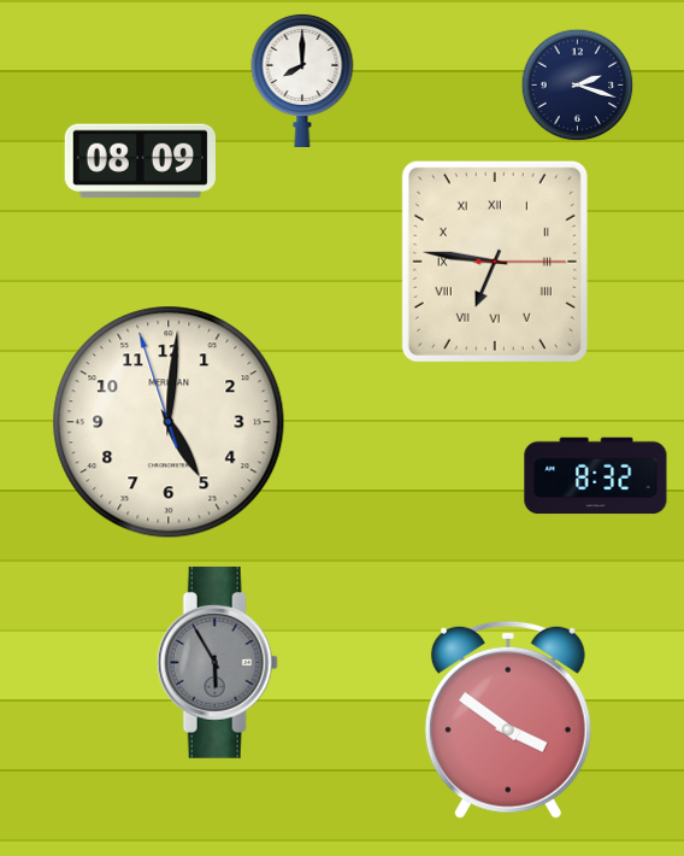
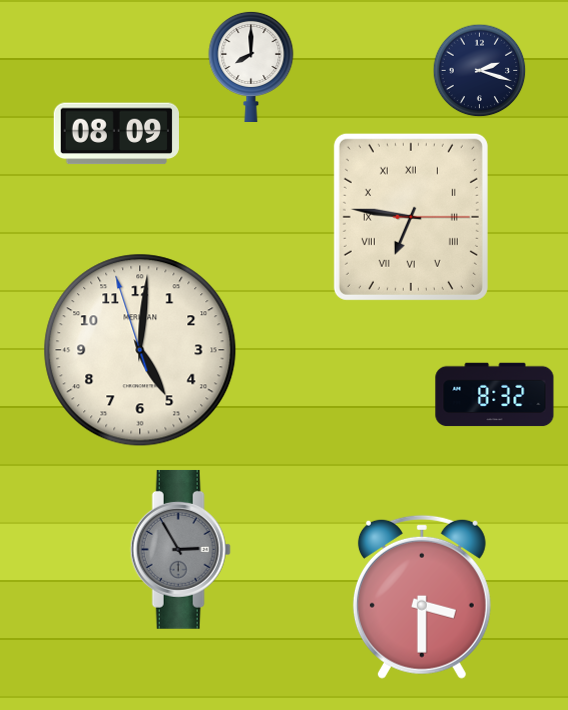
clock at (217, 663): 5:55 -> 2:55
clock at (508, 720): 3:51 -> 3:30
